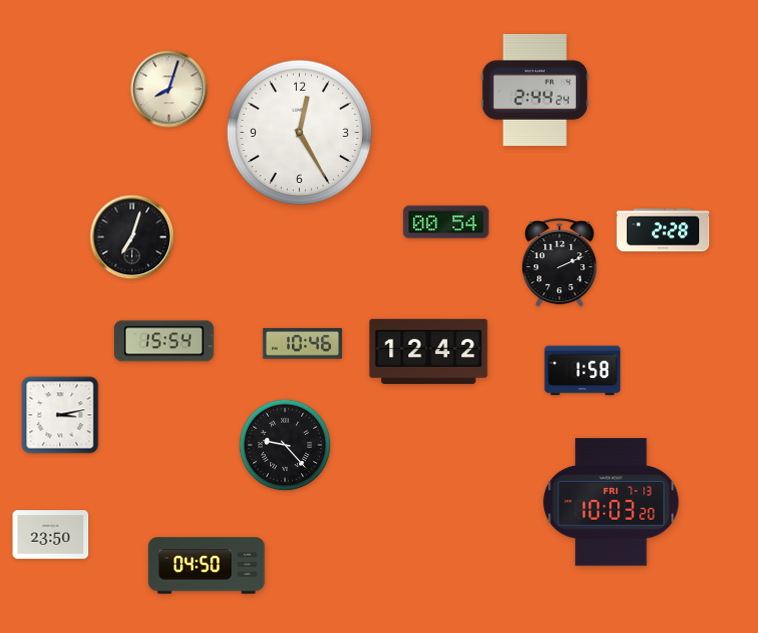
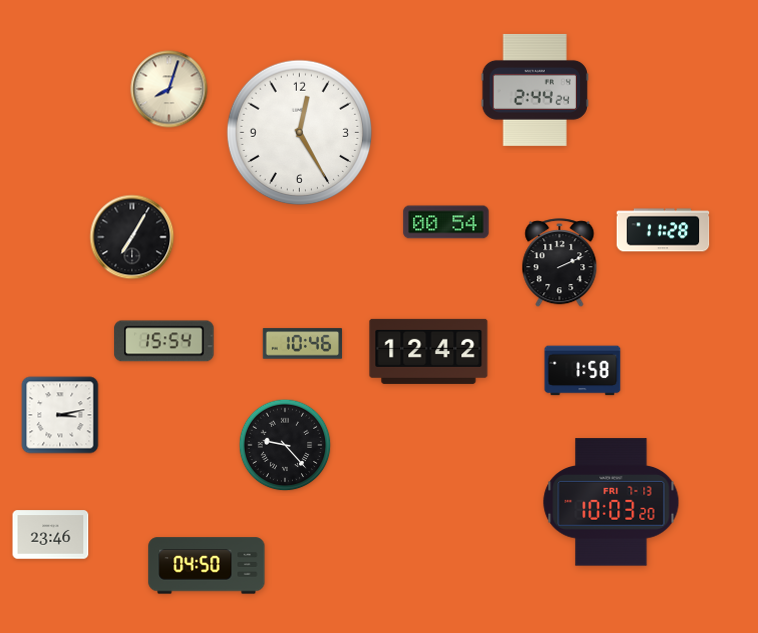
clock at (663, 230): 2:28 -> 11:28
clock at (132, 237): 7:03 -> 7:05
clock at (51, 535): 23:50 -> 23:46
